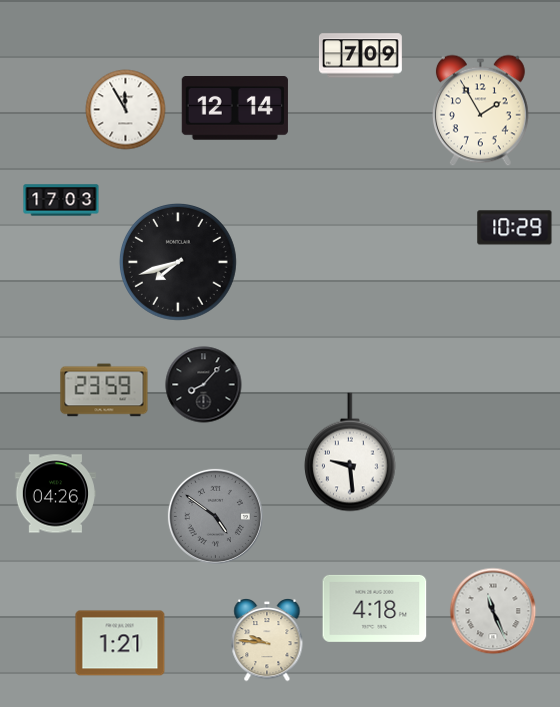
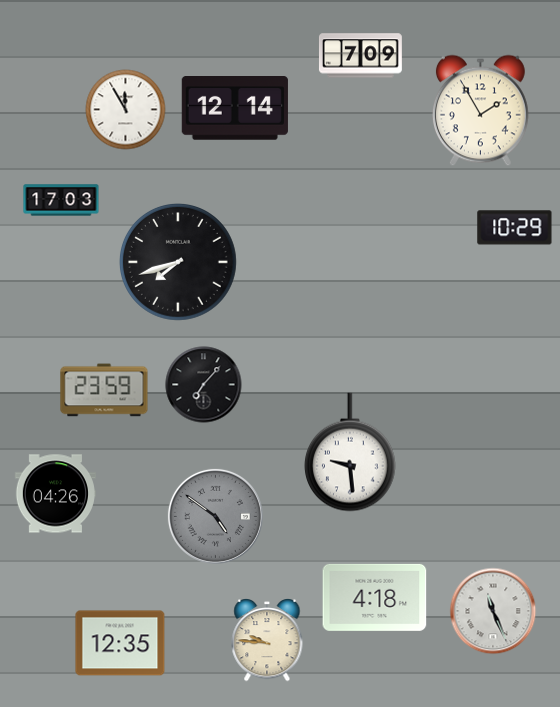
clock at (204, 385): 8:07 -> 7:07
clock at (375, 608) position: (375, 608) -> (375, 597)
clock at (120, 643): 1:21 -> 12:35
